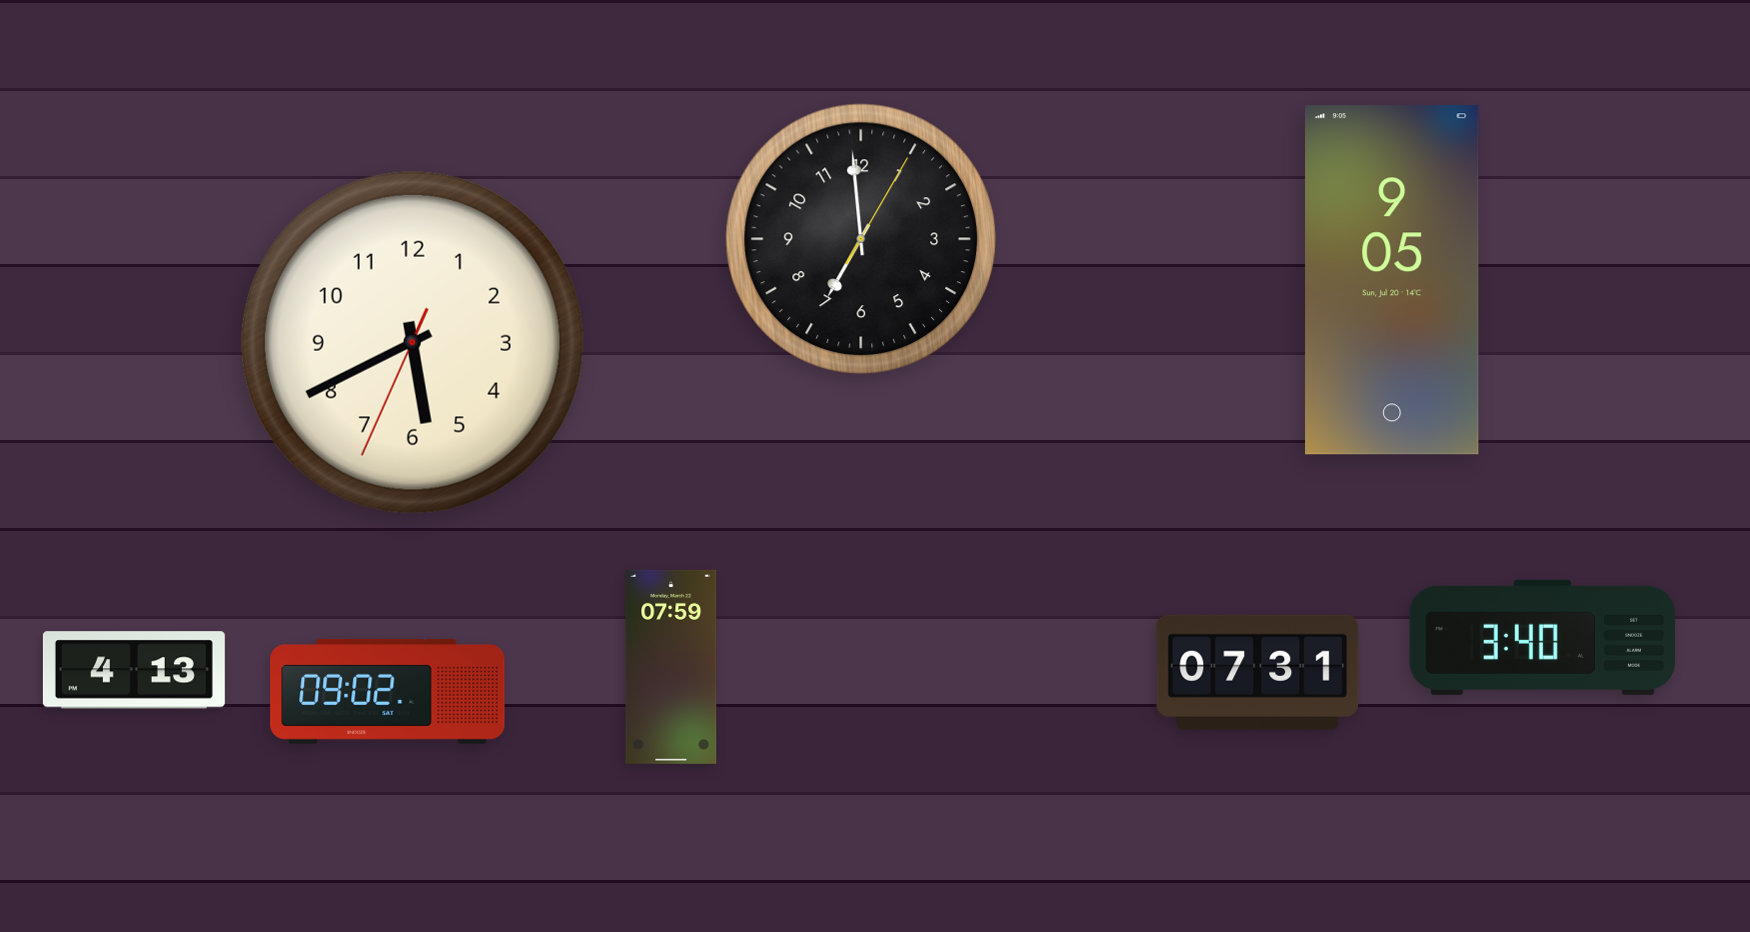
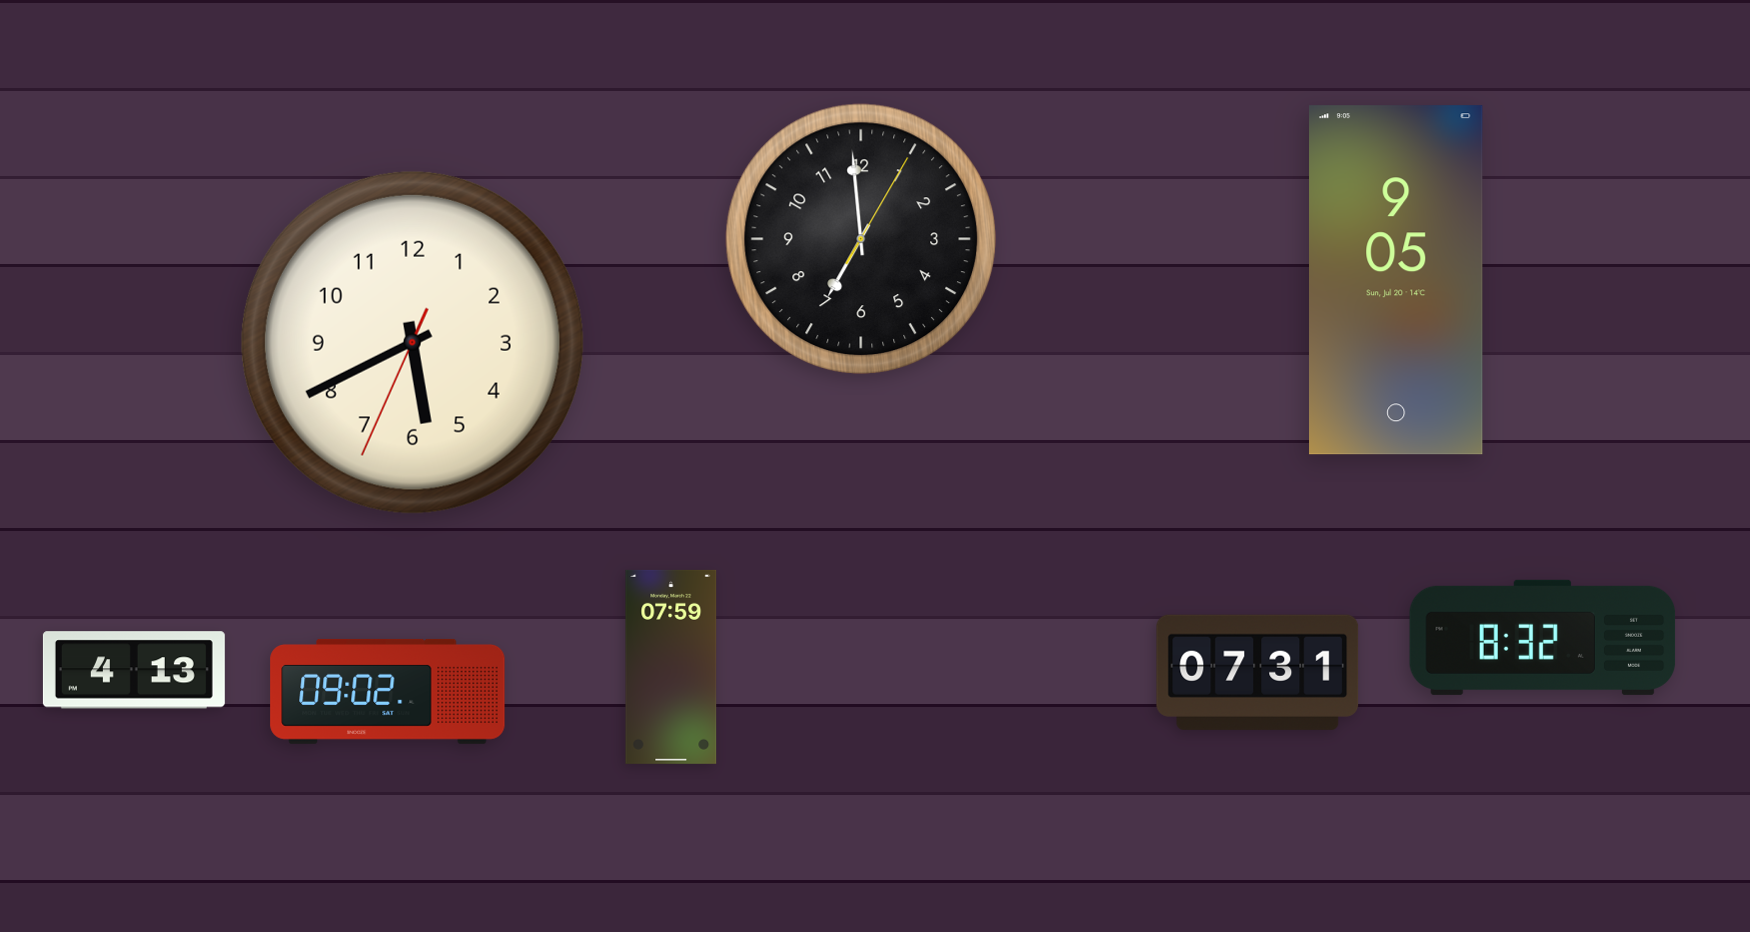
clock at (1393, 280) position: (1393, 280) -> (1397, 280)
clock at (1543, 637): 3:40 -> 8:32
